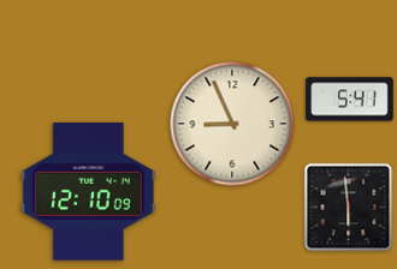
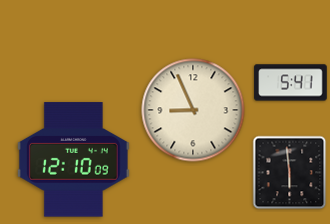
clock at (232, 124) position: (232, 124) -> (193, 110)
